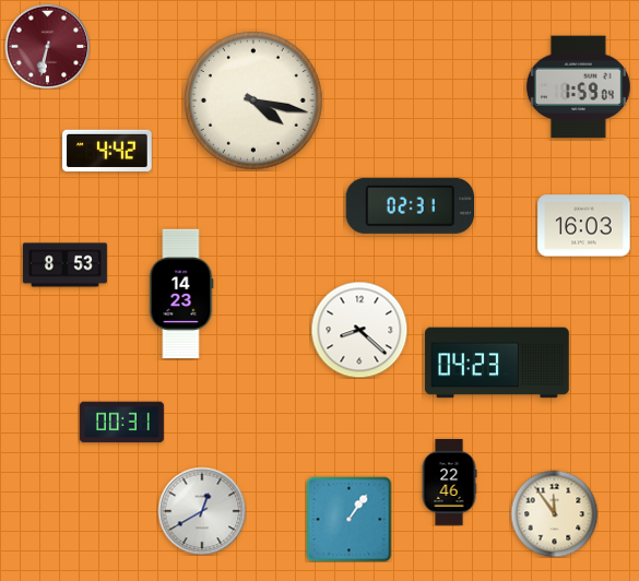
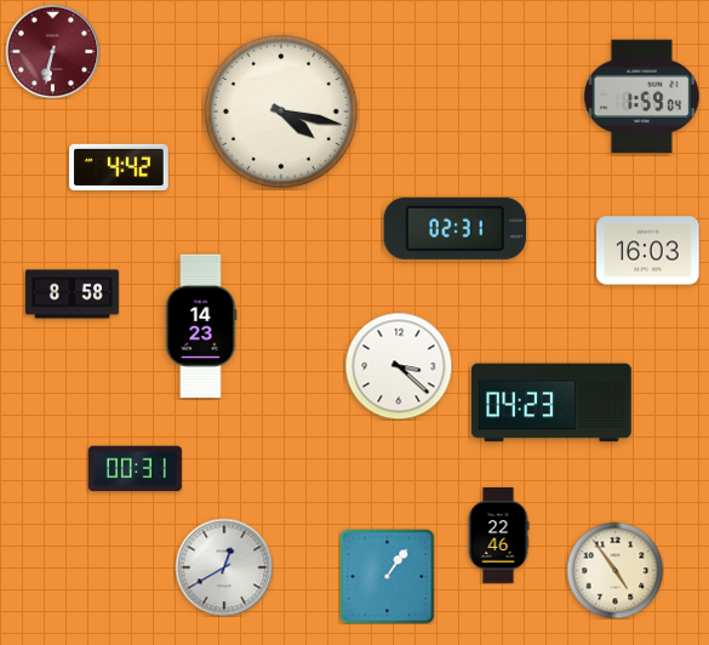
clock at (64, 265): 8:53 -> 8:58
clock at (359, 330): 8:22 -> 3:22
clock at (554, 513): 11:54 -> 4:54
